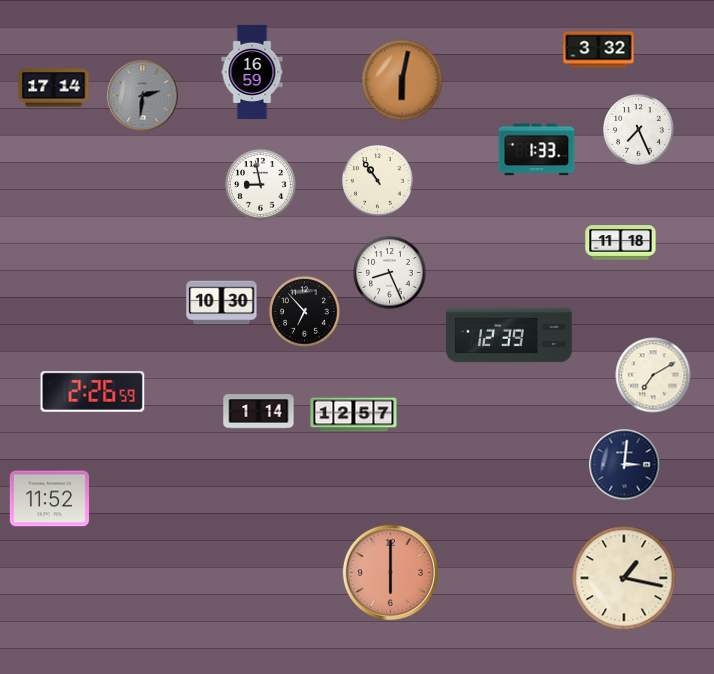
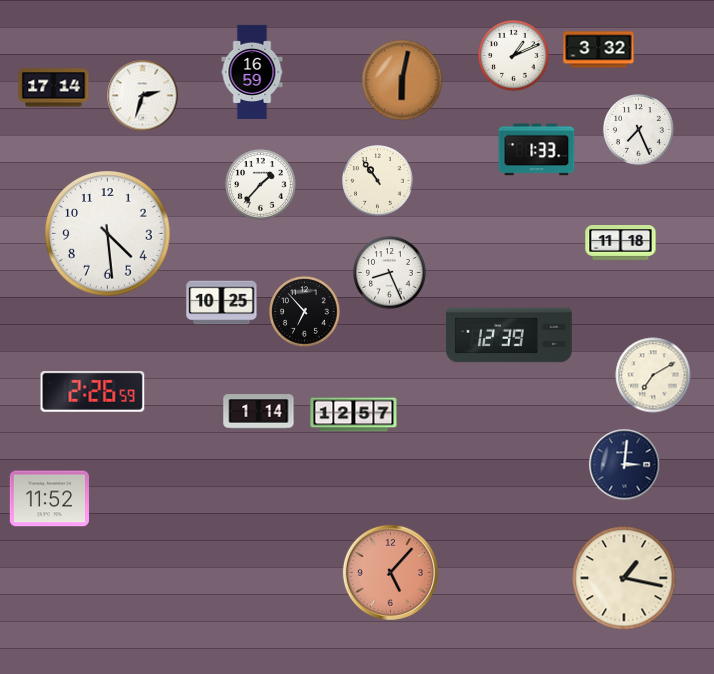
clock at (514, 56): none -> 1:11
clock at (143, 96): 2:31 -> 2:33
clock at (143, 96) dial: grey -> white
clock at (261, 185): 8:58 -> 1:37
clock at (108, 234): none -> 4:29
clock at (222, 303): 10:30 -> 10:25
clock at (390, 572): 6:00 -> 5:07
